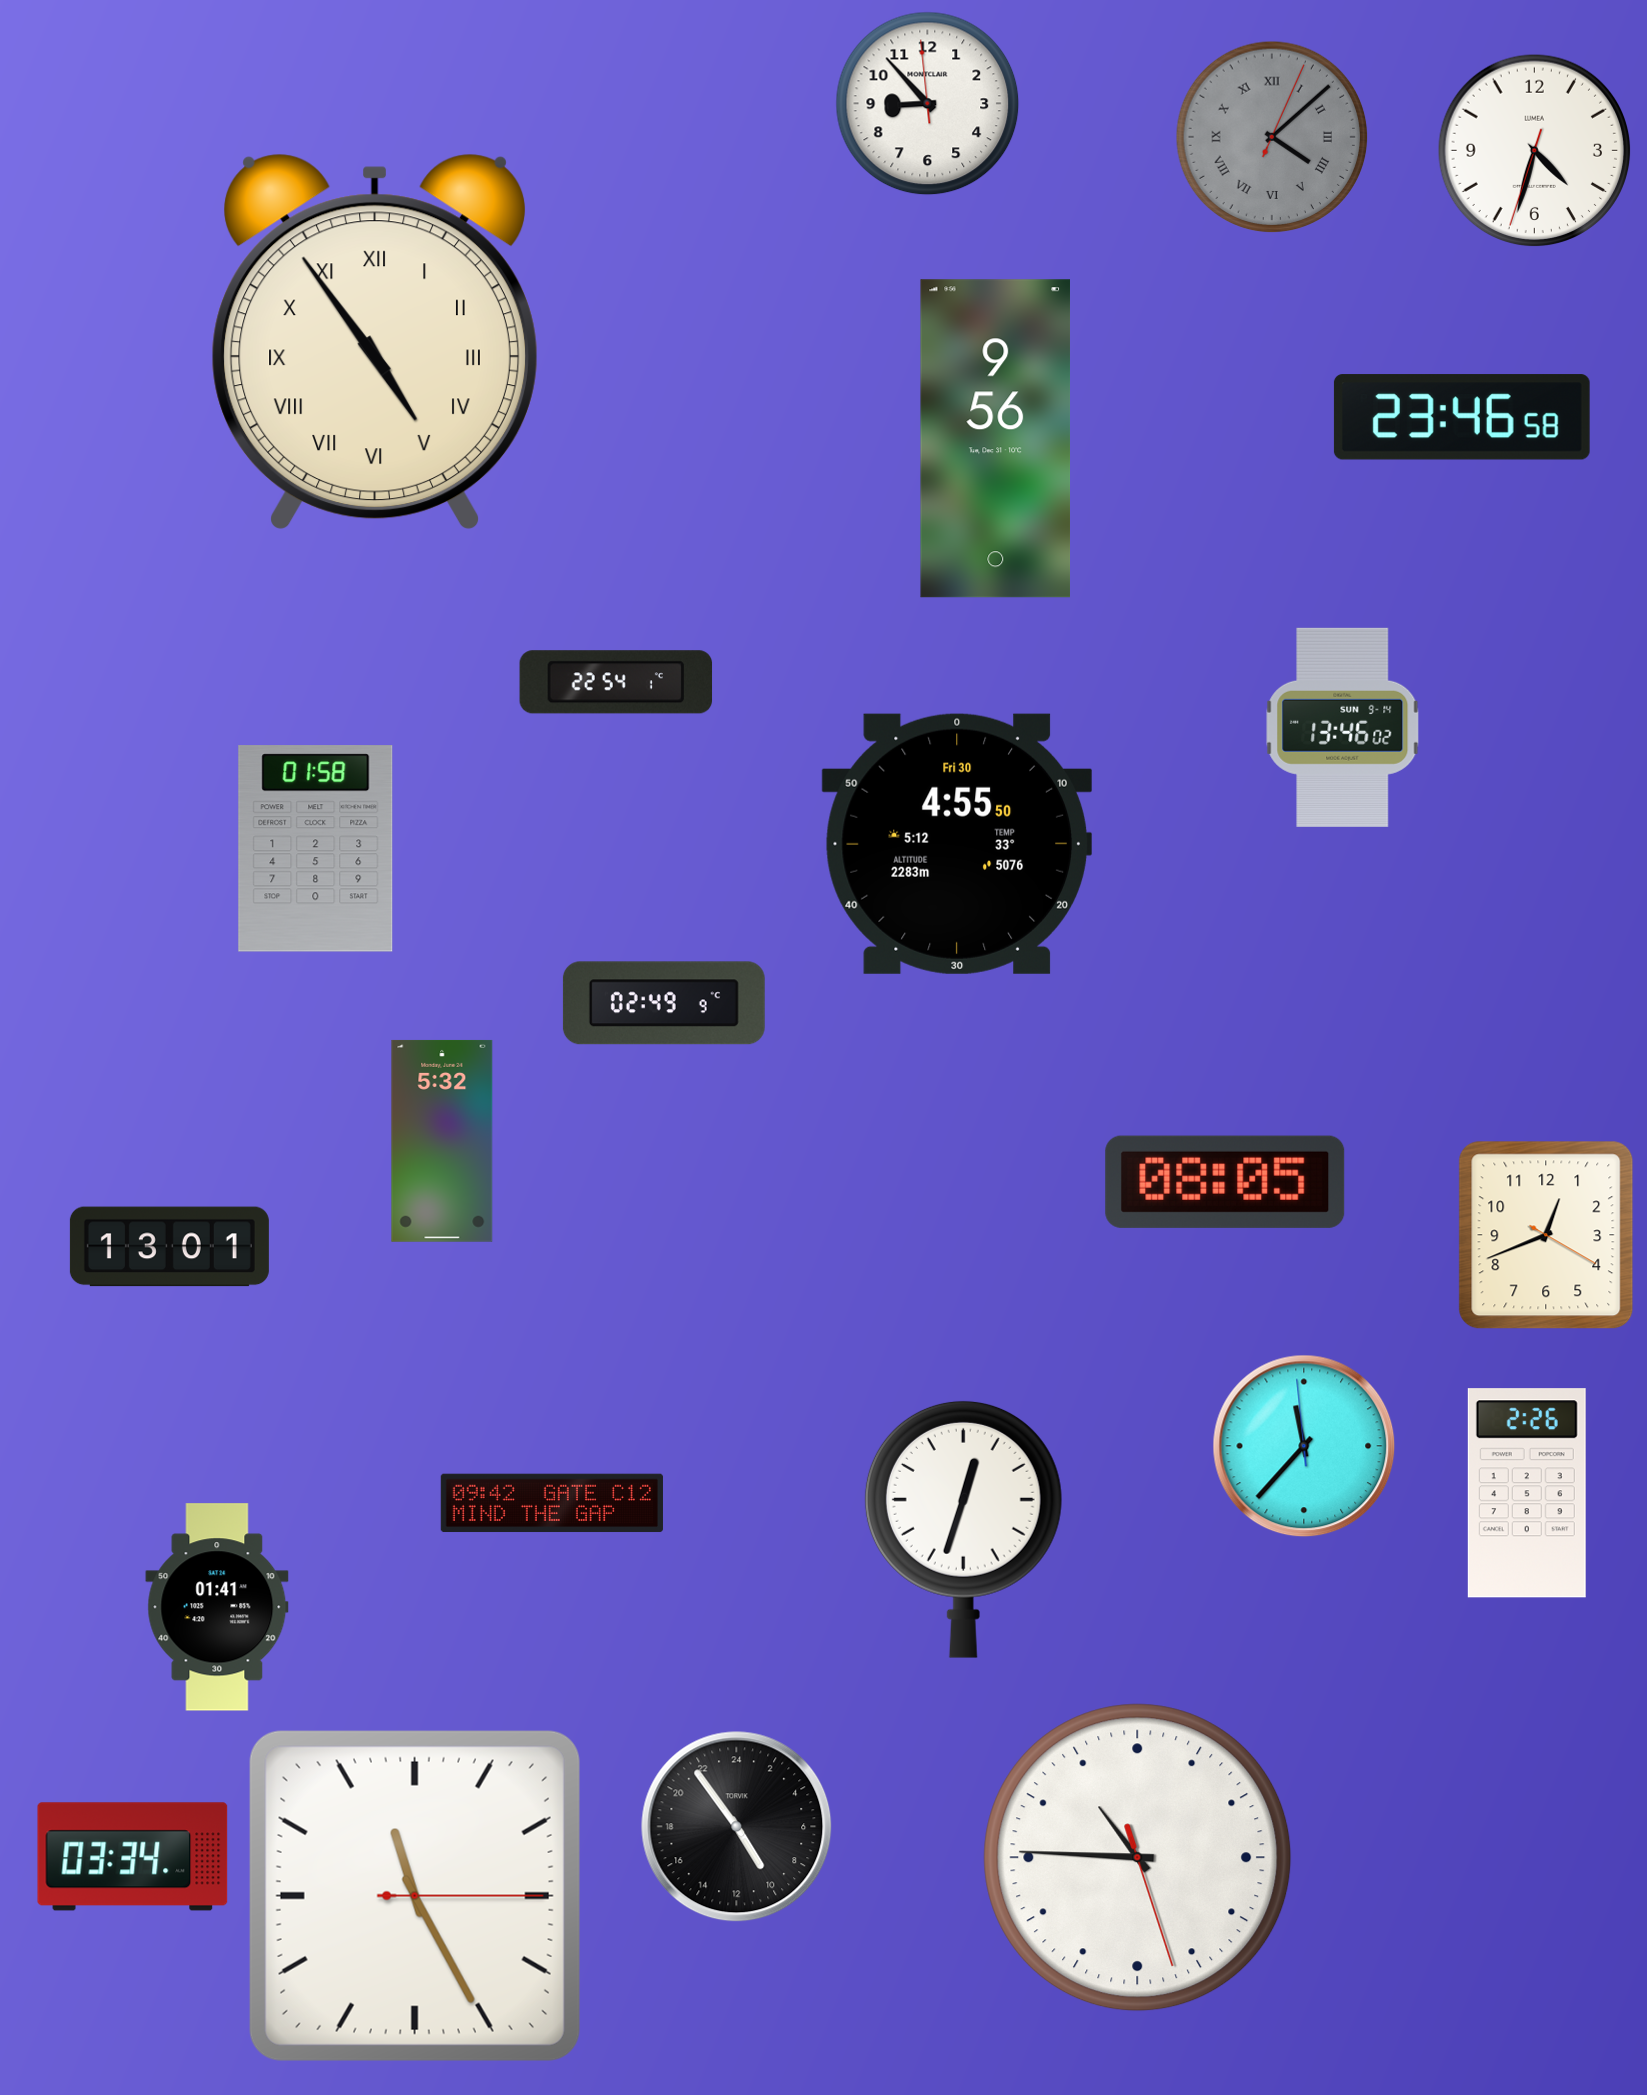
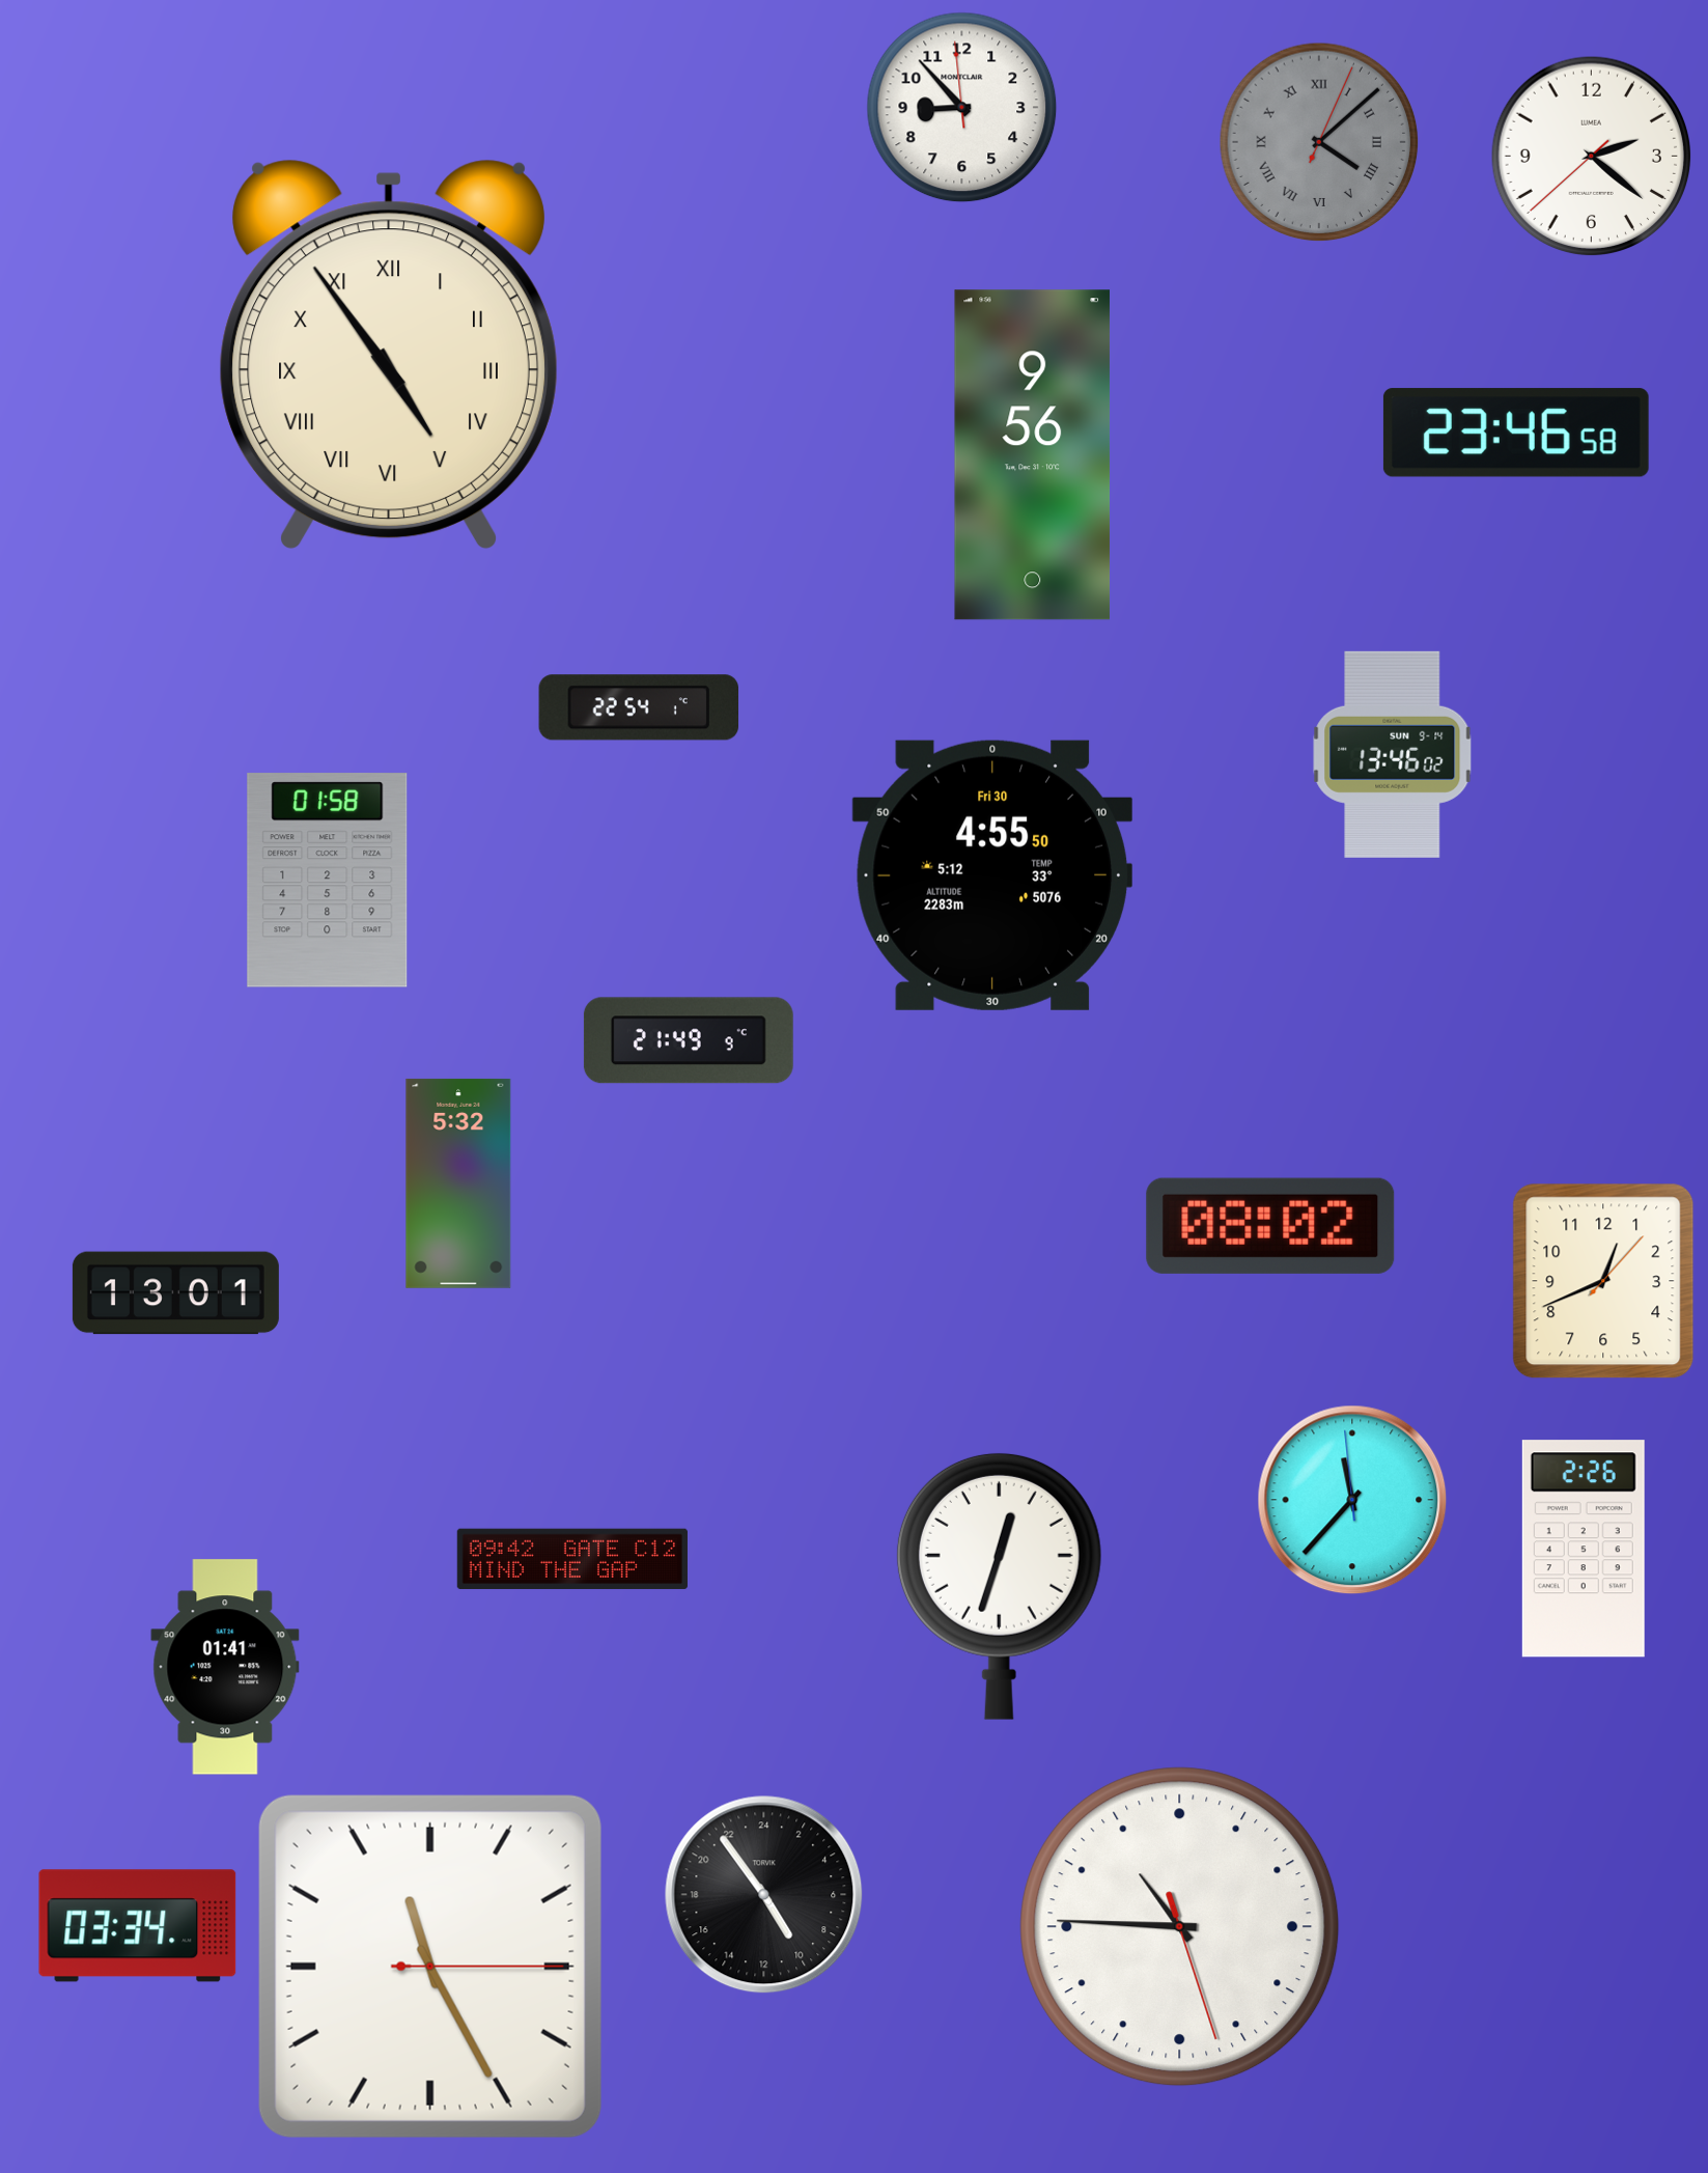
clock at (1535, 151): 4:32 -> 2:21
clock at (664, 1003): 02:49 -> 21:49
clock at (1225, 1182): 08:05 -> 08:02
clock at (1546, 1235): 12:41:20 -> 12:41:07
